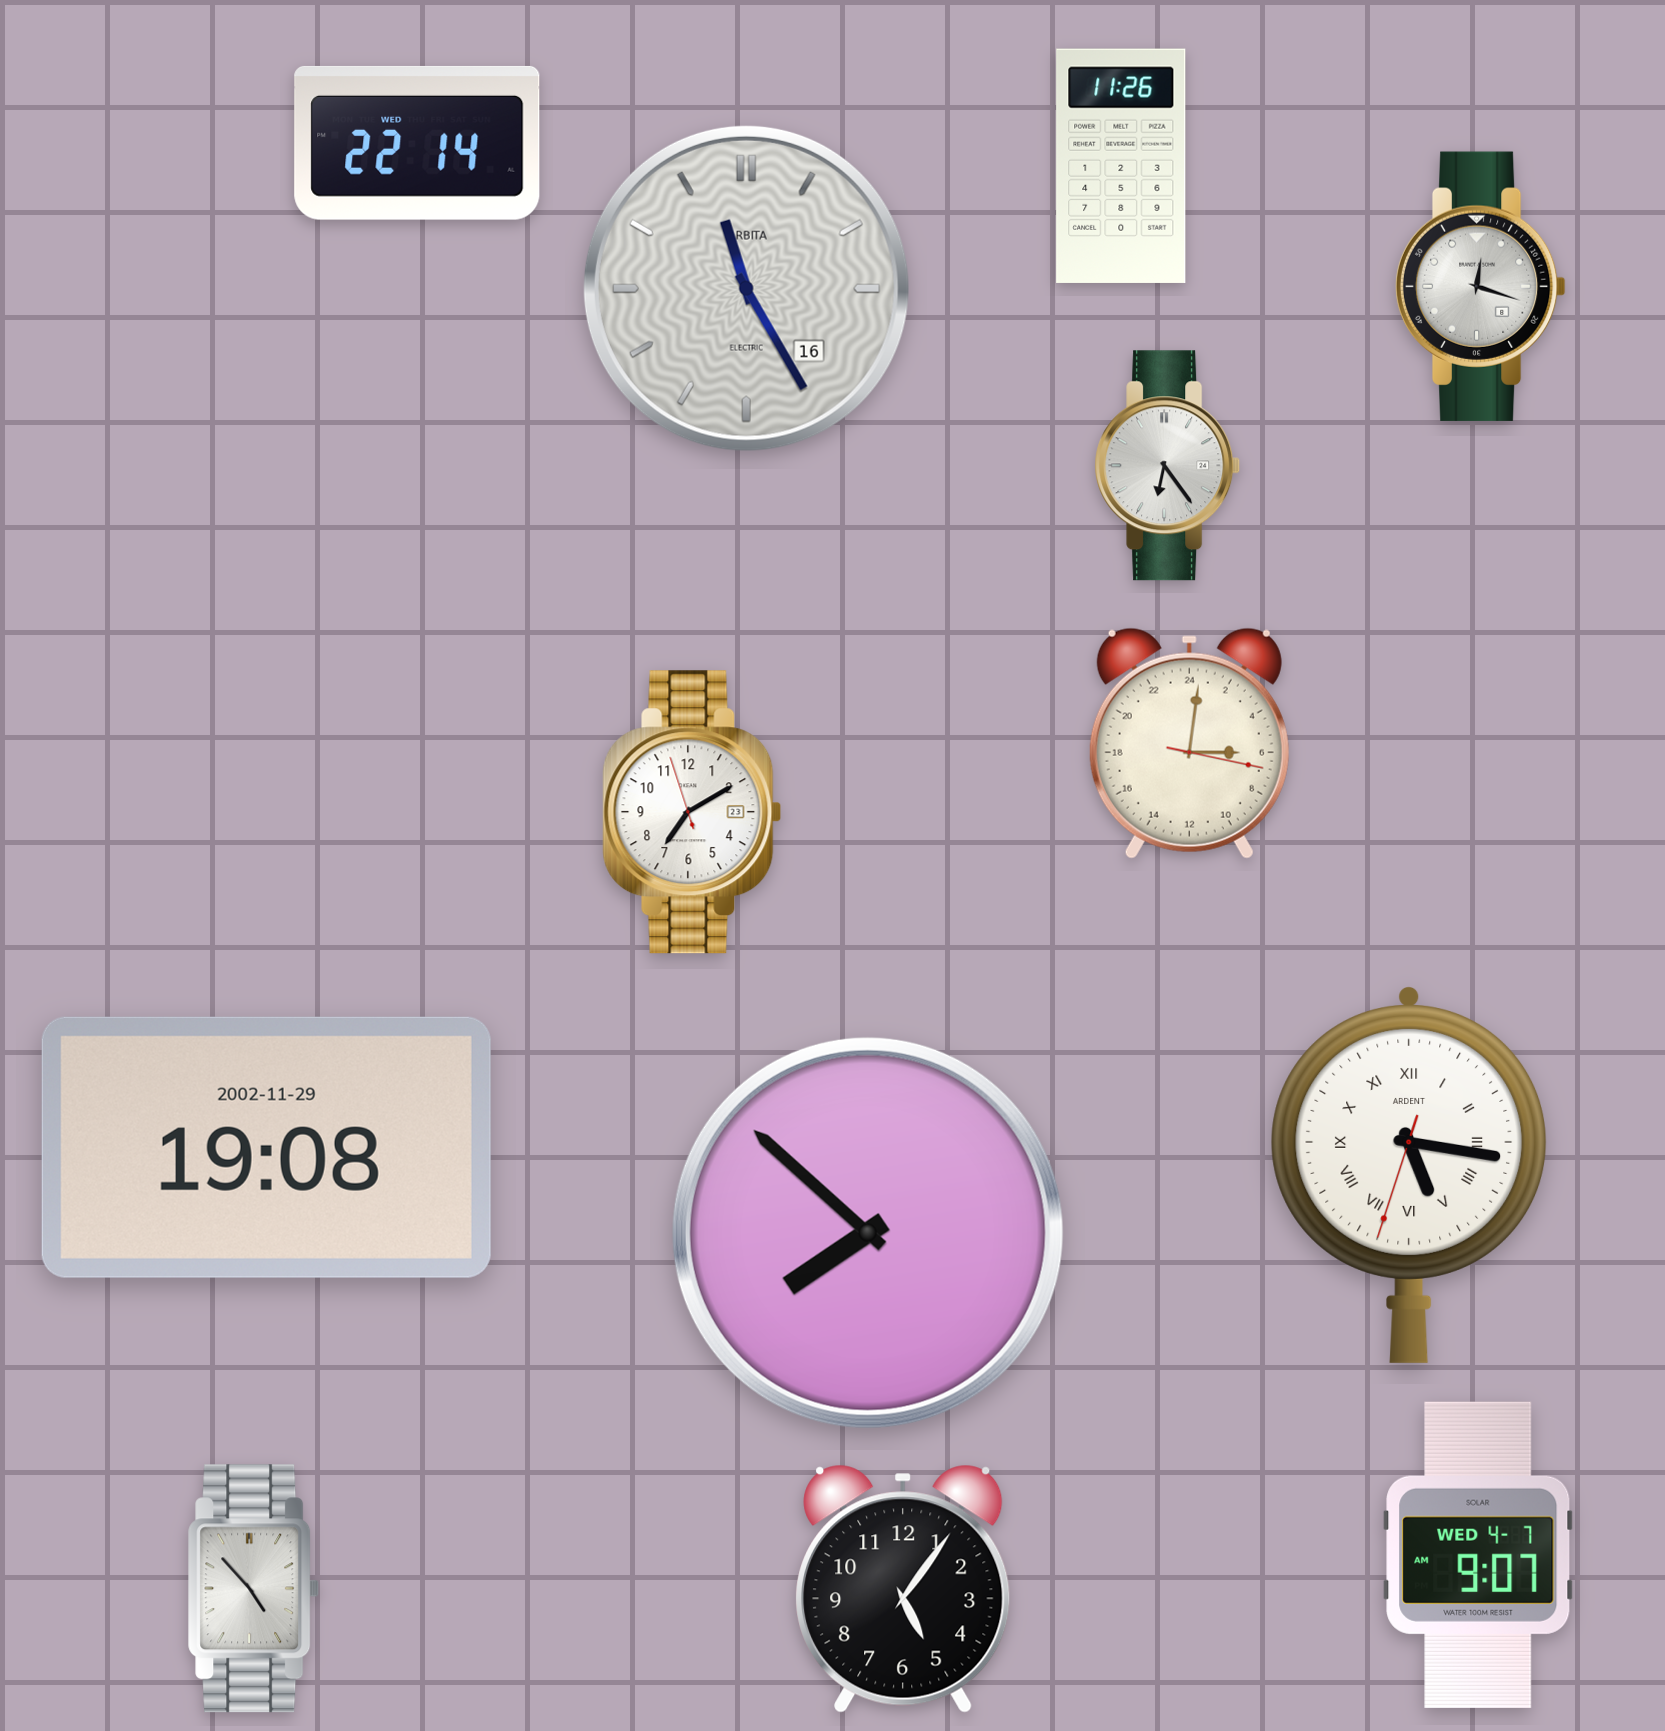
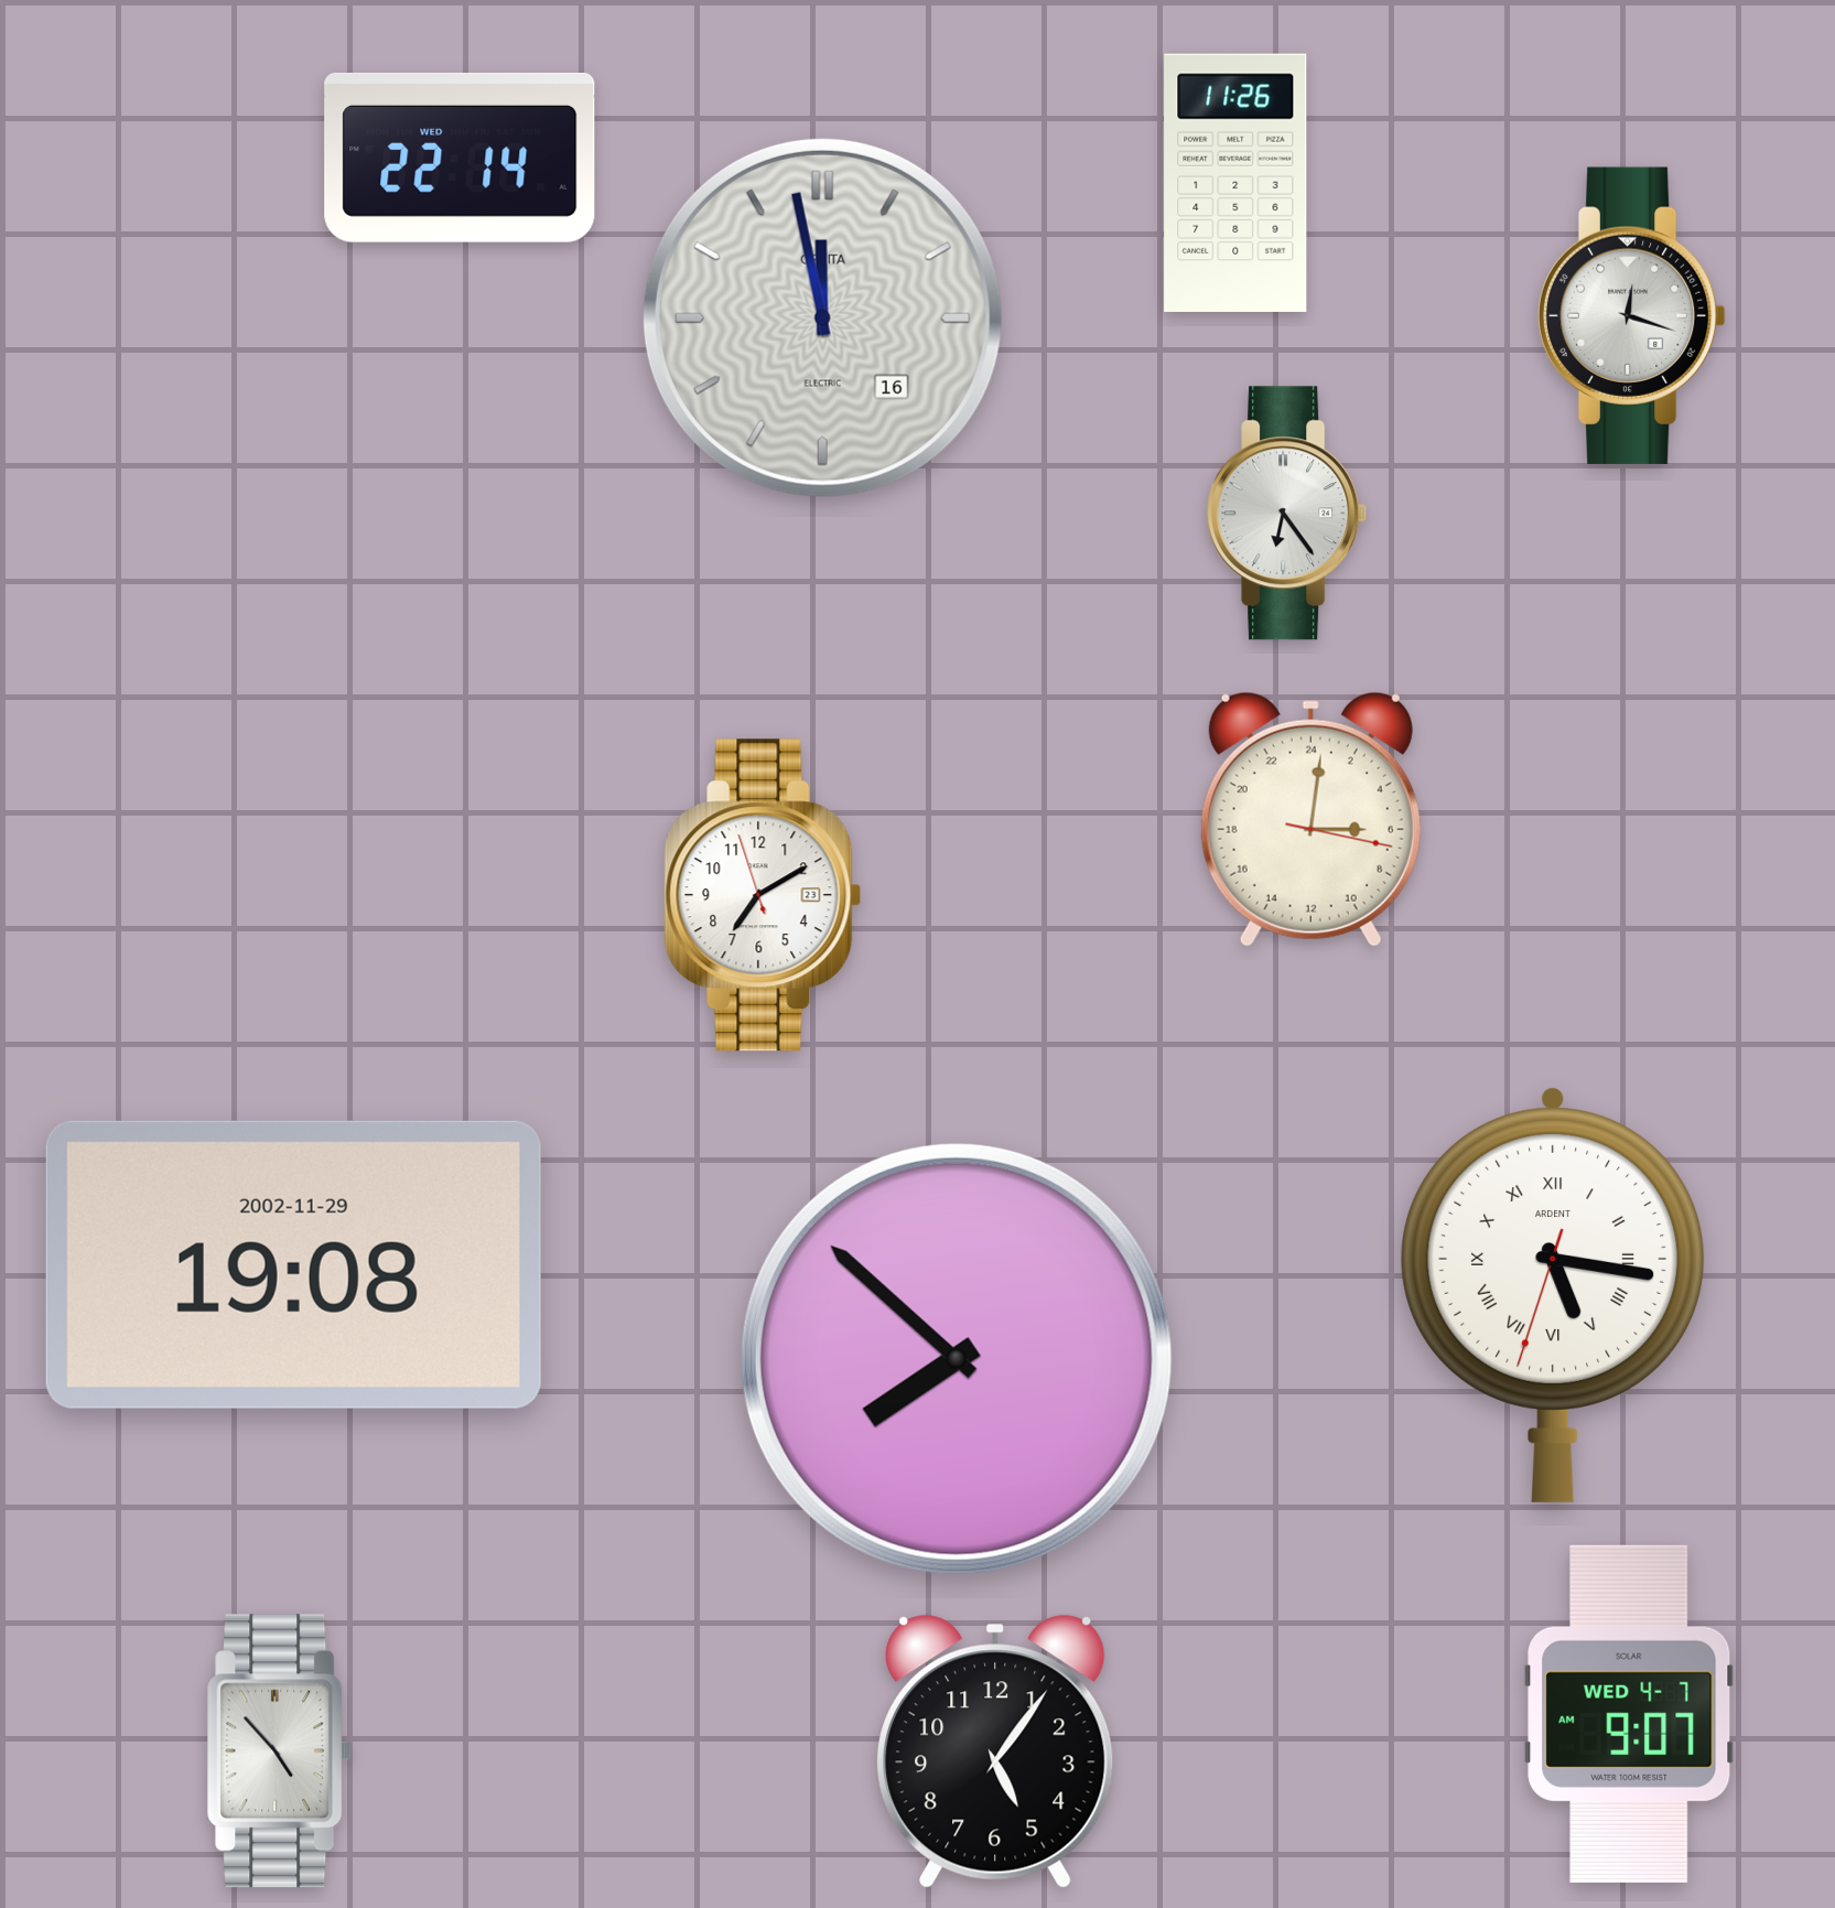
clock at (746, 288): 11:25 -> 11:58
